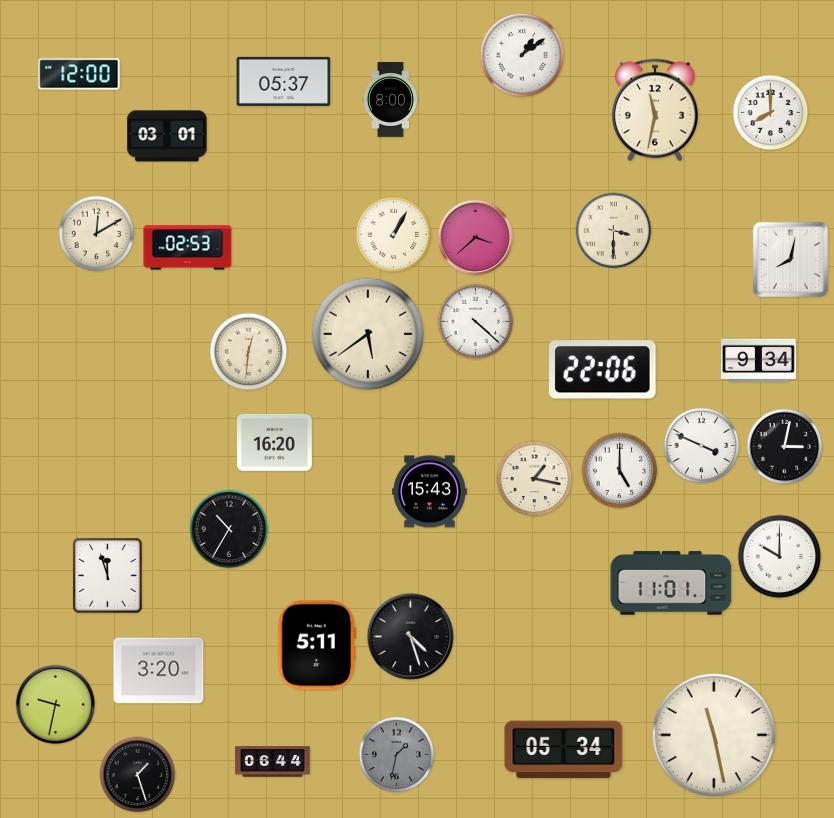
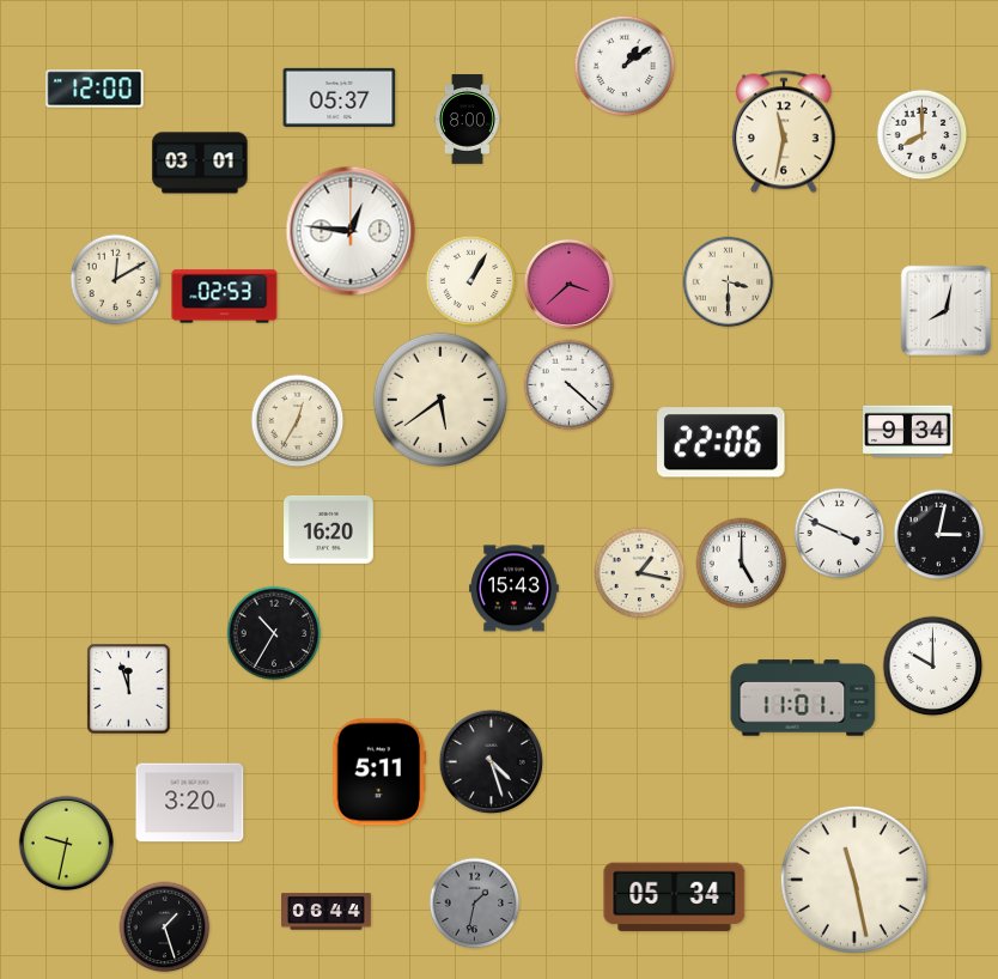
clock at (351, 231): none -> 12:46
clock at (614, 231) position: (614, 231) -> (729, 282)
clock at (249, 352): 12:31 -> 12:35
